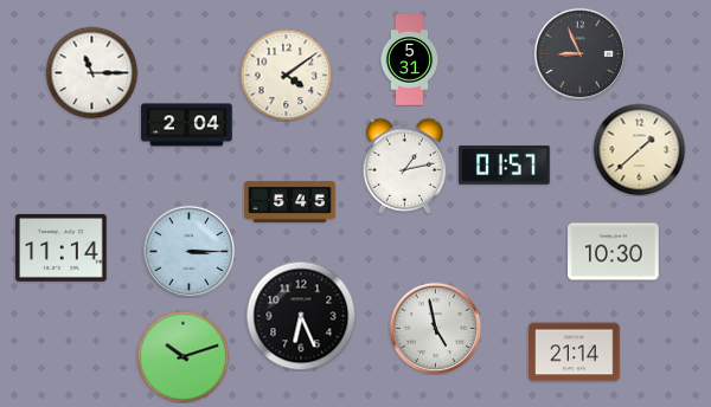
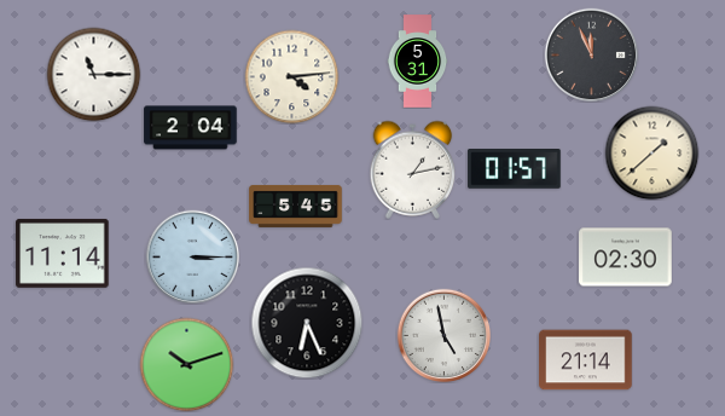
clock at (579, 53): 8:56 -> 11:56
clock at (286, 75): 4:09 -> 4:14
clock at (614, 252): 10:30 -> 02:30
